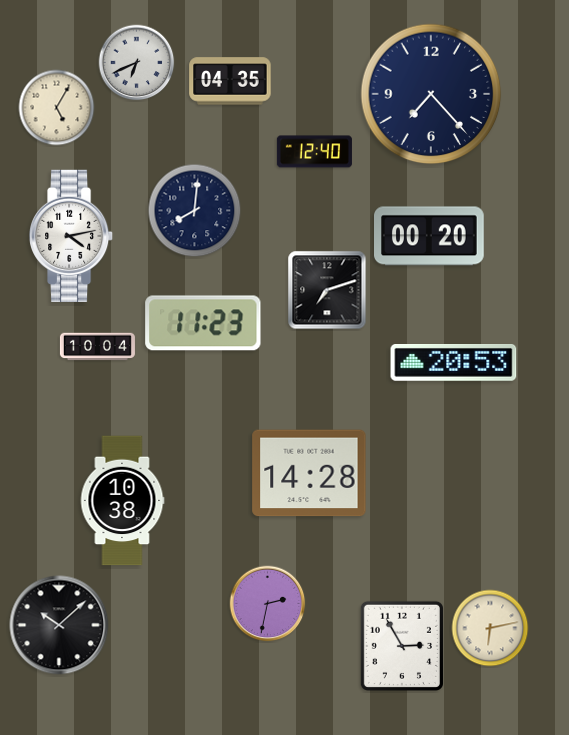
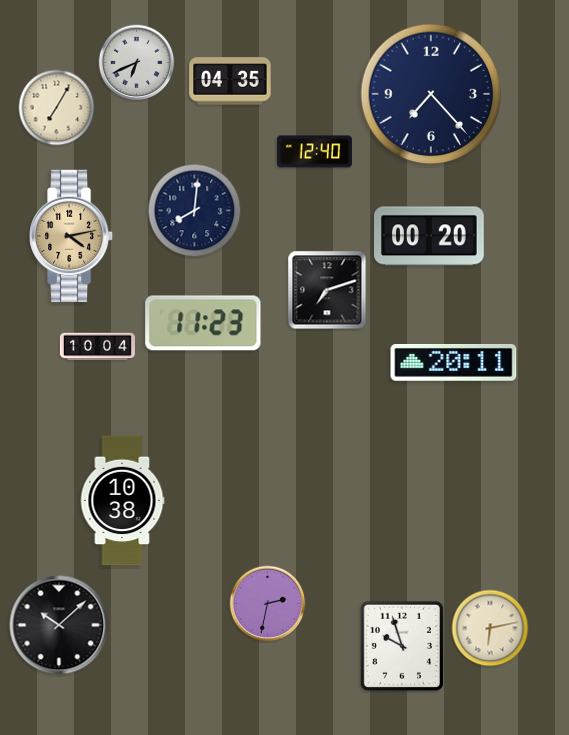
clock at (57, 108): 5:05 -> 7:05
clock at (72, 235) dial: white -> champagne
clock at (454, 363): 20:53 -> 20:11
clock at (309, 473): 14:28 -> none
clock at (402, 646): 2:55 -> 9:57
